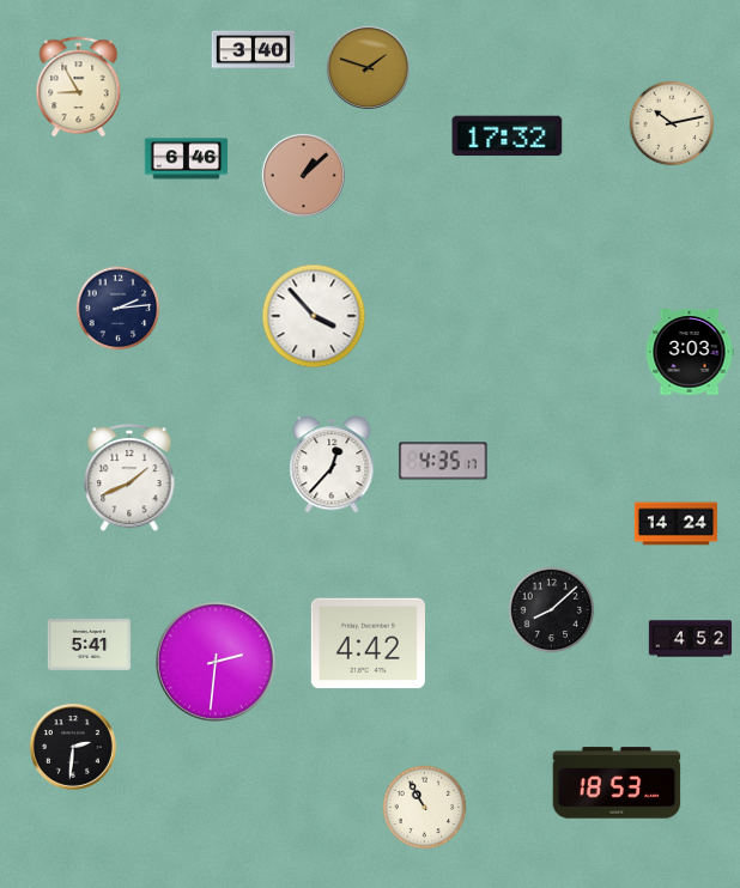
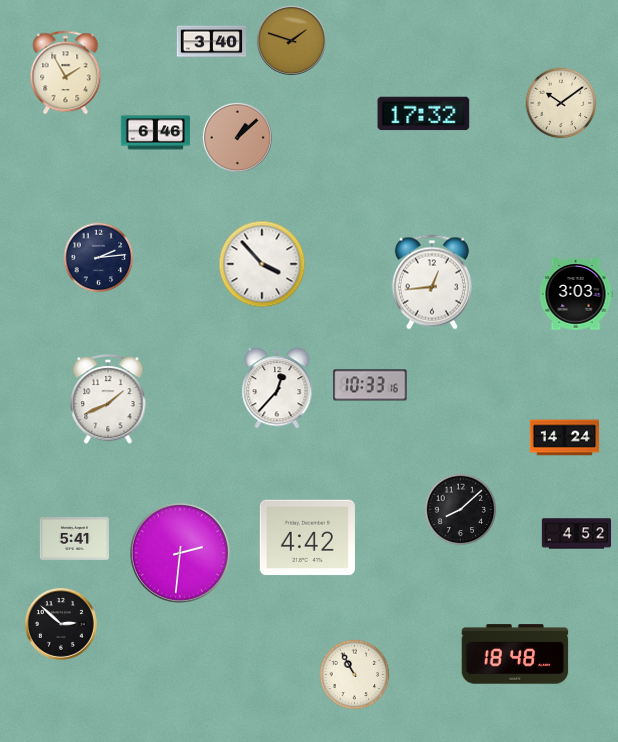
clock at (368, 67) position: (368, 67) -> (291, 40)
clock at (79, 87): 8:55 -> 1:55
clock at (672, 123): 10:13 -> 10:09
clock at (303, 175) position: (303, 175) -> (237, 137)
clock at (432, 282): none -> 12:44
clock at (443, 461): 4:35 -> 10:33
clock at (73, 747): 2:31 -> 2:52
clock at (617, 783): 18:53 -> 18:48
